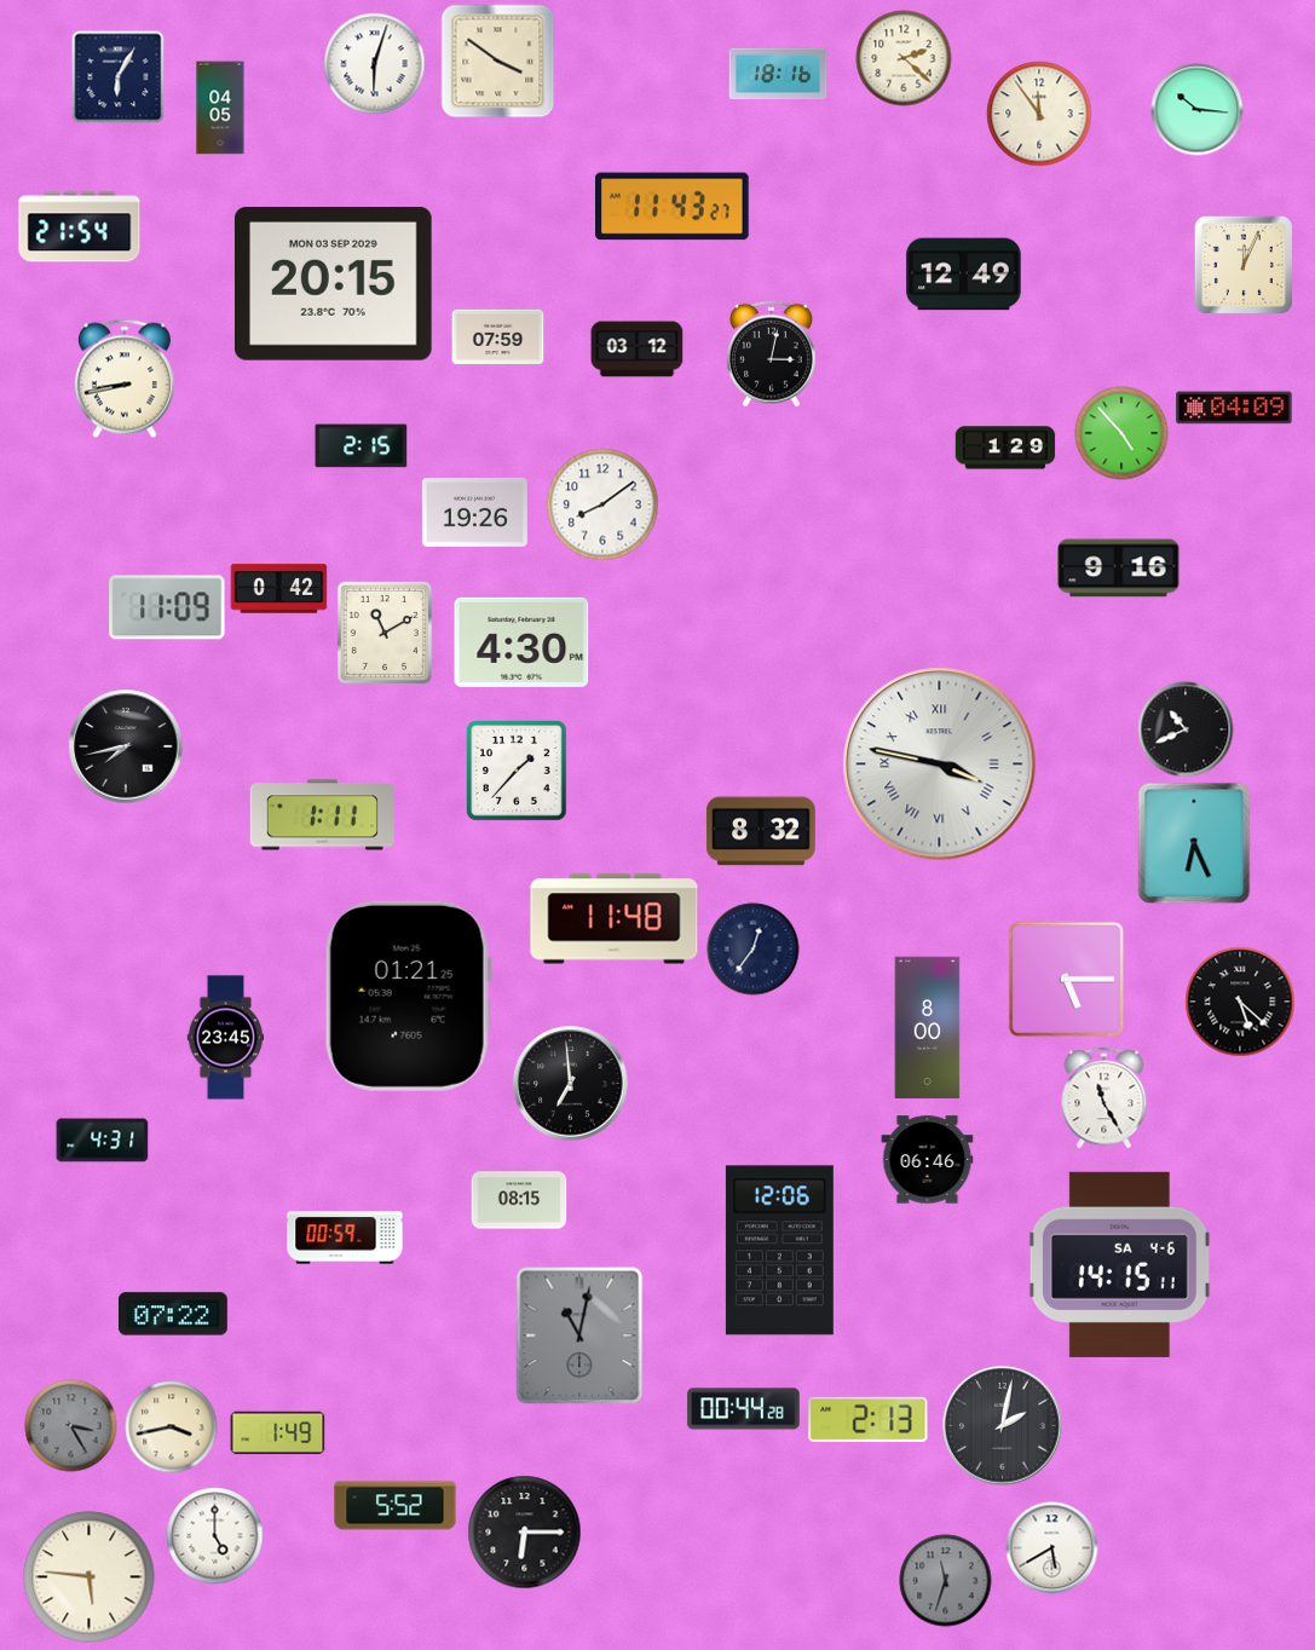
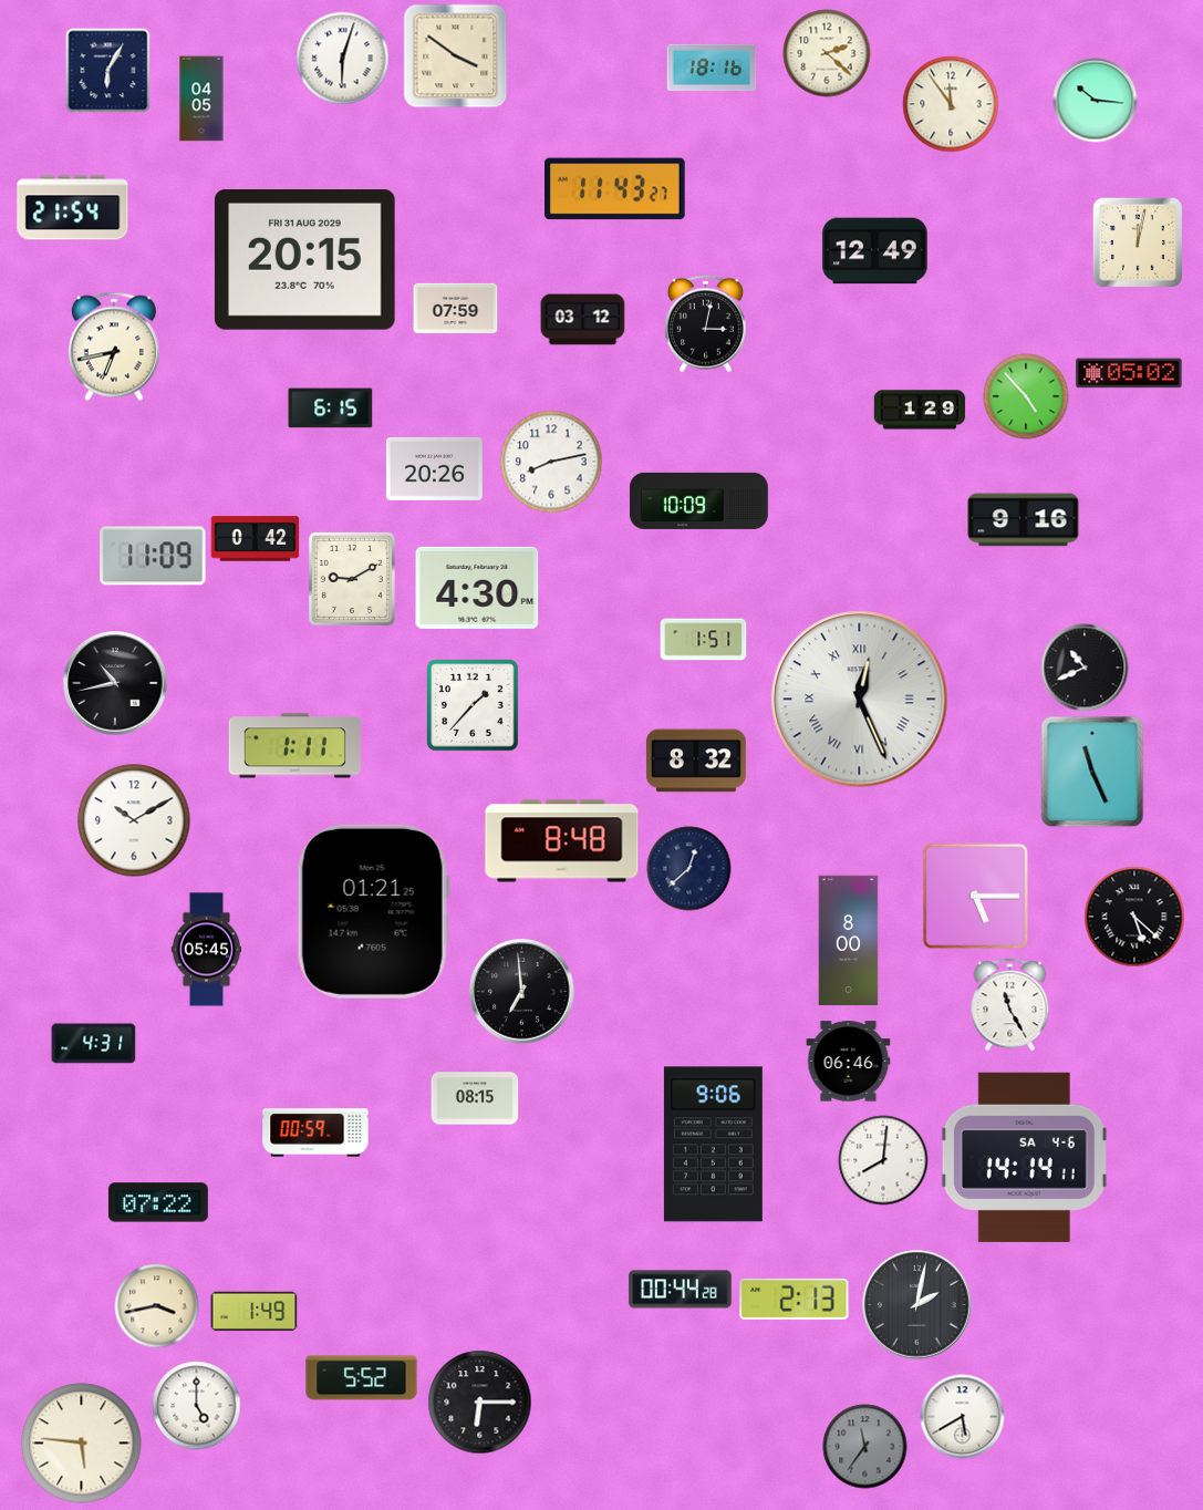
clock at (1244, 265): 12:04 -> 12:02
clock at (964, 275) position: (964, 275) -> (875, 251)
clock at (334, 284) date: MON 03 SEP 2029 -> FRI 31 AUG 2029
clock at (125, 379): 8:43 -> 6:43
clock at (1234, 408): 04:09 -> 05:02
clock at (362, 446): 2:15 -> 6:15
clock at (602, 504): 8:09 -> 8:13
clock at (474, 512): 19:26 -> 20:26
clock at (699, 500): none -> 10:09
clock at (385, 633): 11:10 -> 9:10
clock at (704, 640): none -> 1:51
clock at (126, 746): 7:43 -> 10:43
clock at (940, 765): 3:47 -> 12:26
clock at (1194, 843): 6:26 -> 11:26
clock at (134, 820): none -> 10:10
clock at (615, 919): 11:48 -> 8:48
clock at (754, 950): 12:36 -> 12:38
clock at (226, 1038): 23:45 -> 05:45
clock at (779, 1251): 12:06 -> 9:06
clock at (1119, 1264): 14:15 -> 14:14
clock at (883, 1160): none -> 8:01
clock at (579, 1335): 11:02 -> none
clock at (71, 1426): 3:25 -> none
clock at (946, 1581): 11:33 -> 11:36
